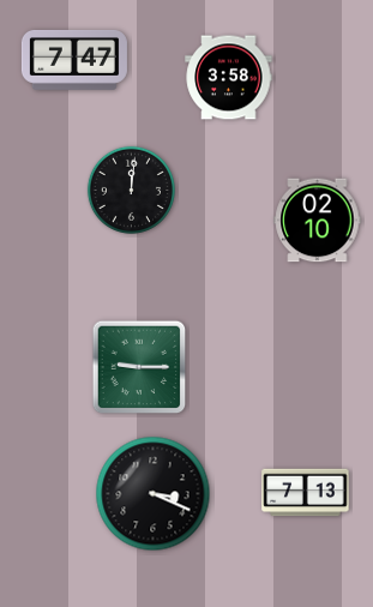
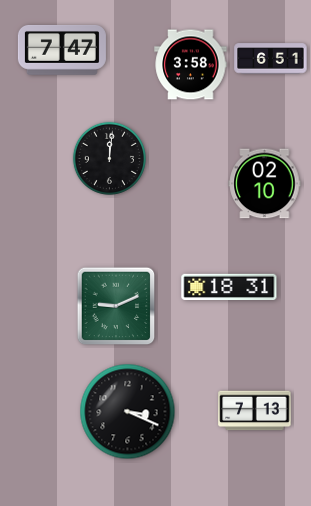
clock at (271, 59): none -> 6:51
clock at (229, 286): none -> 18:31
clock at (139, 367): 9:15 -> 9:11
